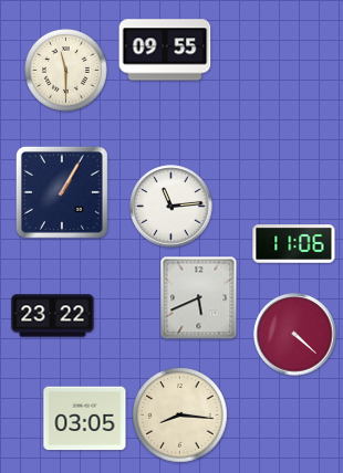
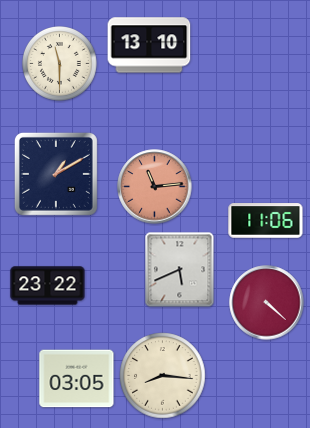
clock at (165, 50): 09:55 -> 13:10
clock at (62, 192): 1:05 -> 1:10
clock at (171, 207) dial: white -> salmon
